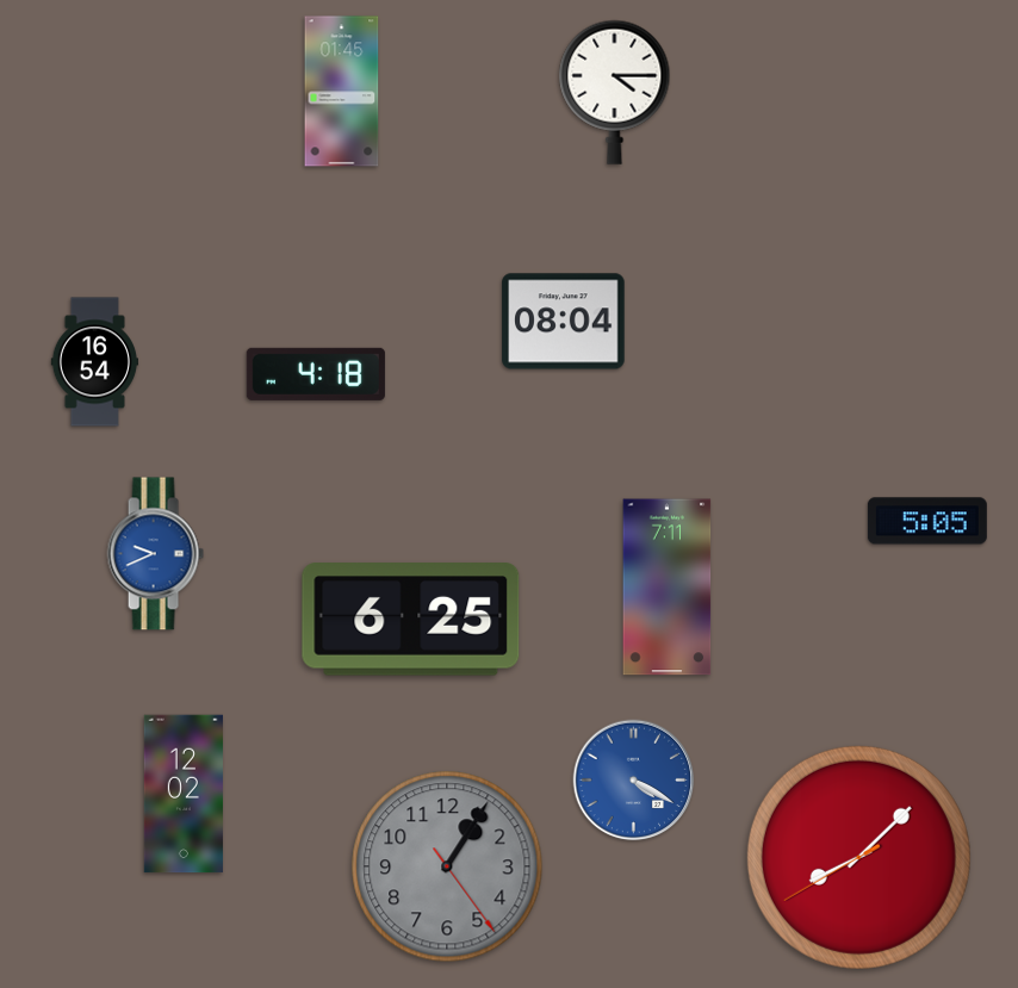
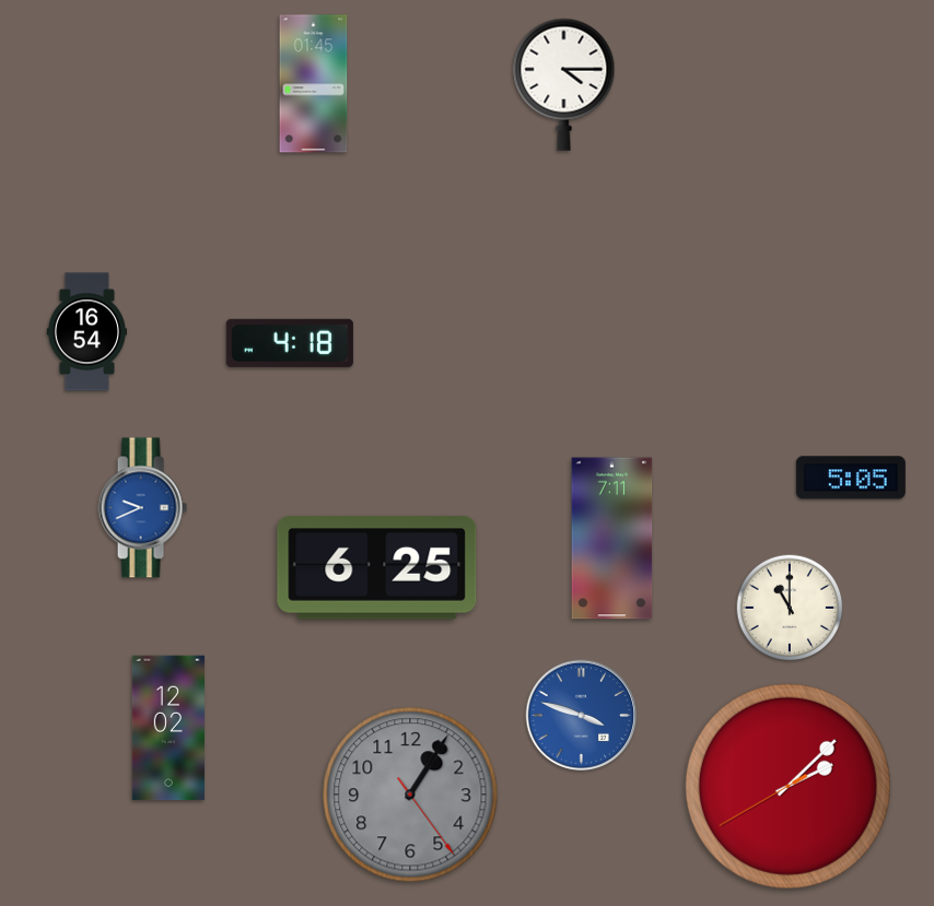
clock at (564, 322): 08:04 -> none
clock at (790, 608): none -> 11:00
clock at (634, 781): 4:20 -> 3:48
clock at (858, 857): 8:07 -> 2:07
